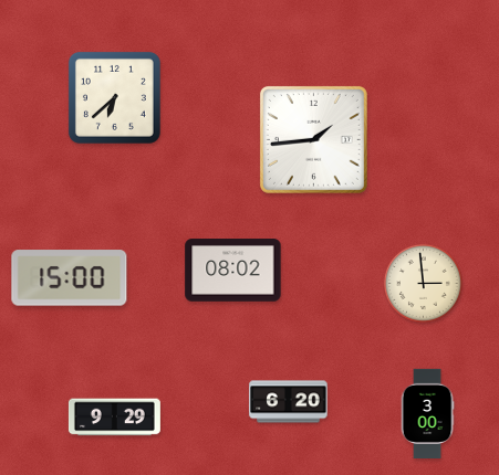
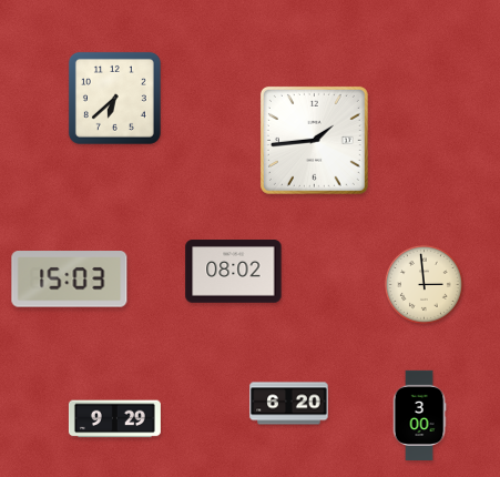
clock at (70, 278): 15:00 -> 15:03
clock at (427, 413) position: (427, 413) -> (419, 415)
